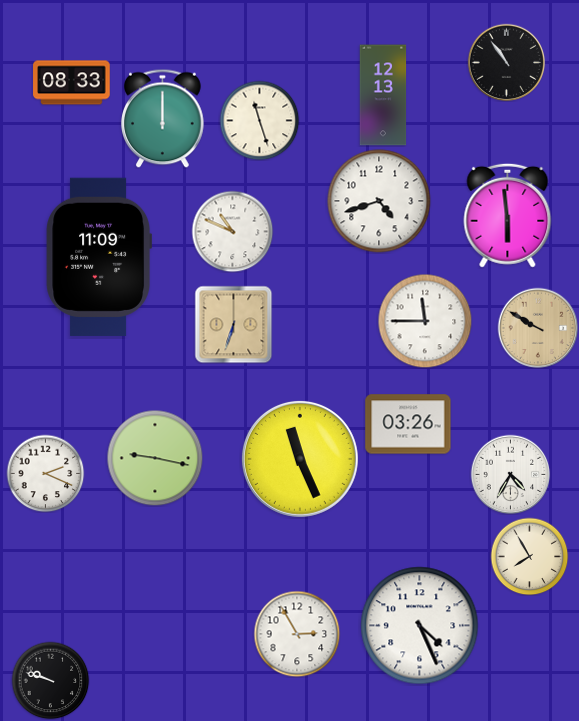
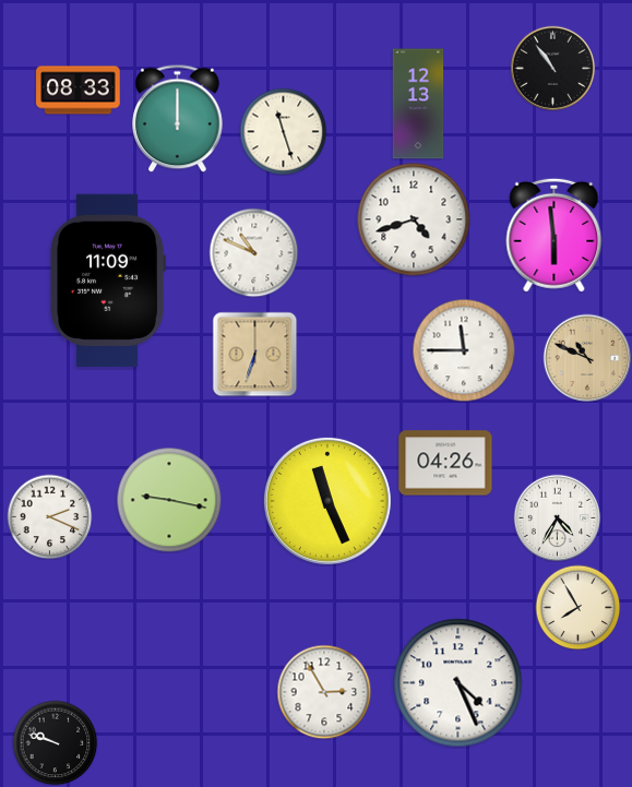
clock at (163, 118) position: (163, 118) -> (178, 118)
clock at (538, 328): 9:50 -> 10:49
clock at (408, 424): 03:26 -> 04:26
